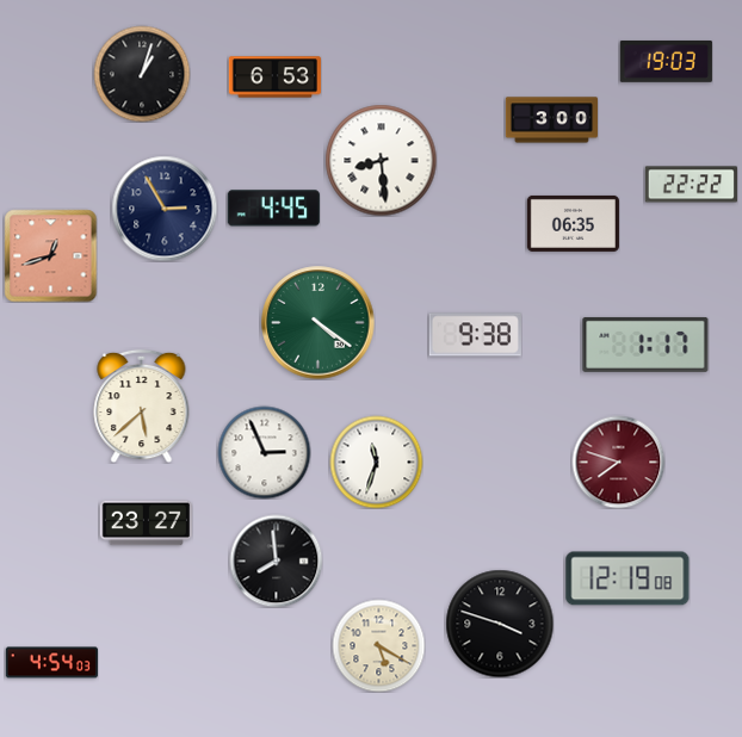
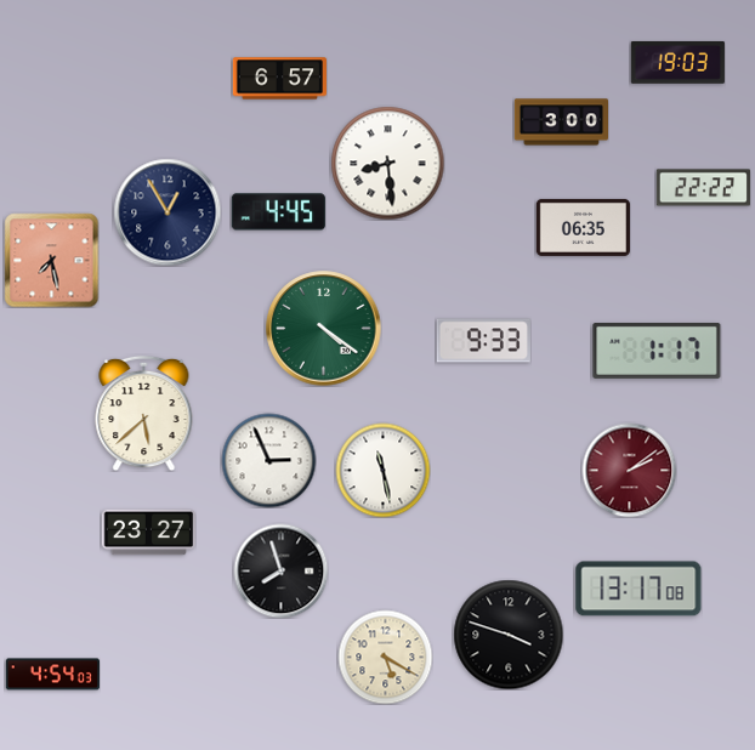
clock at (142, 74): 1:03 -> none
clock at (274, 78): 6:53 -> 6:57
clock at (165, 209): 2:55 -> 12:55
clock at (50, 255): 12:42 -> 7:28
clock at (475, 335): 9:38 -> 9:33
clock at (376, 462): 11:33 -> 11:28
clock at (618, 462): 7:48 -> 2:09
clock at (276, 561): 7:59 -> 7:57
clock at (627, 578): 12:19 -> 13:17
